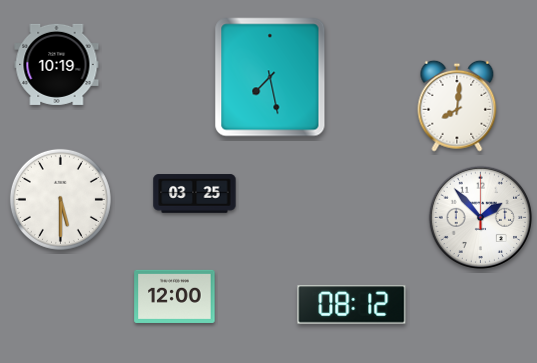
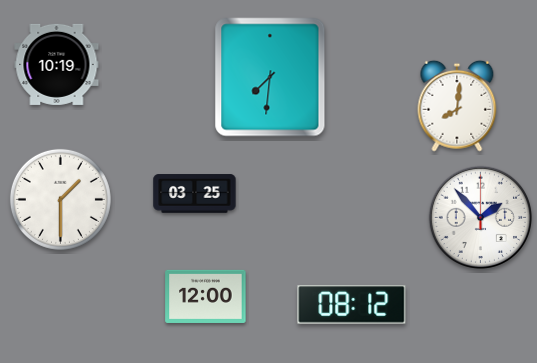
clock at (270, 77): 7:28 -> 7:31
clock at (60, 199): 5:30 -> 1:30
clock at (175, 296) position: (175, 296) -> (206, 296)
